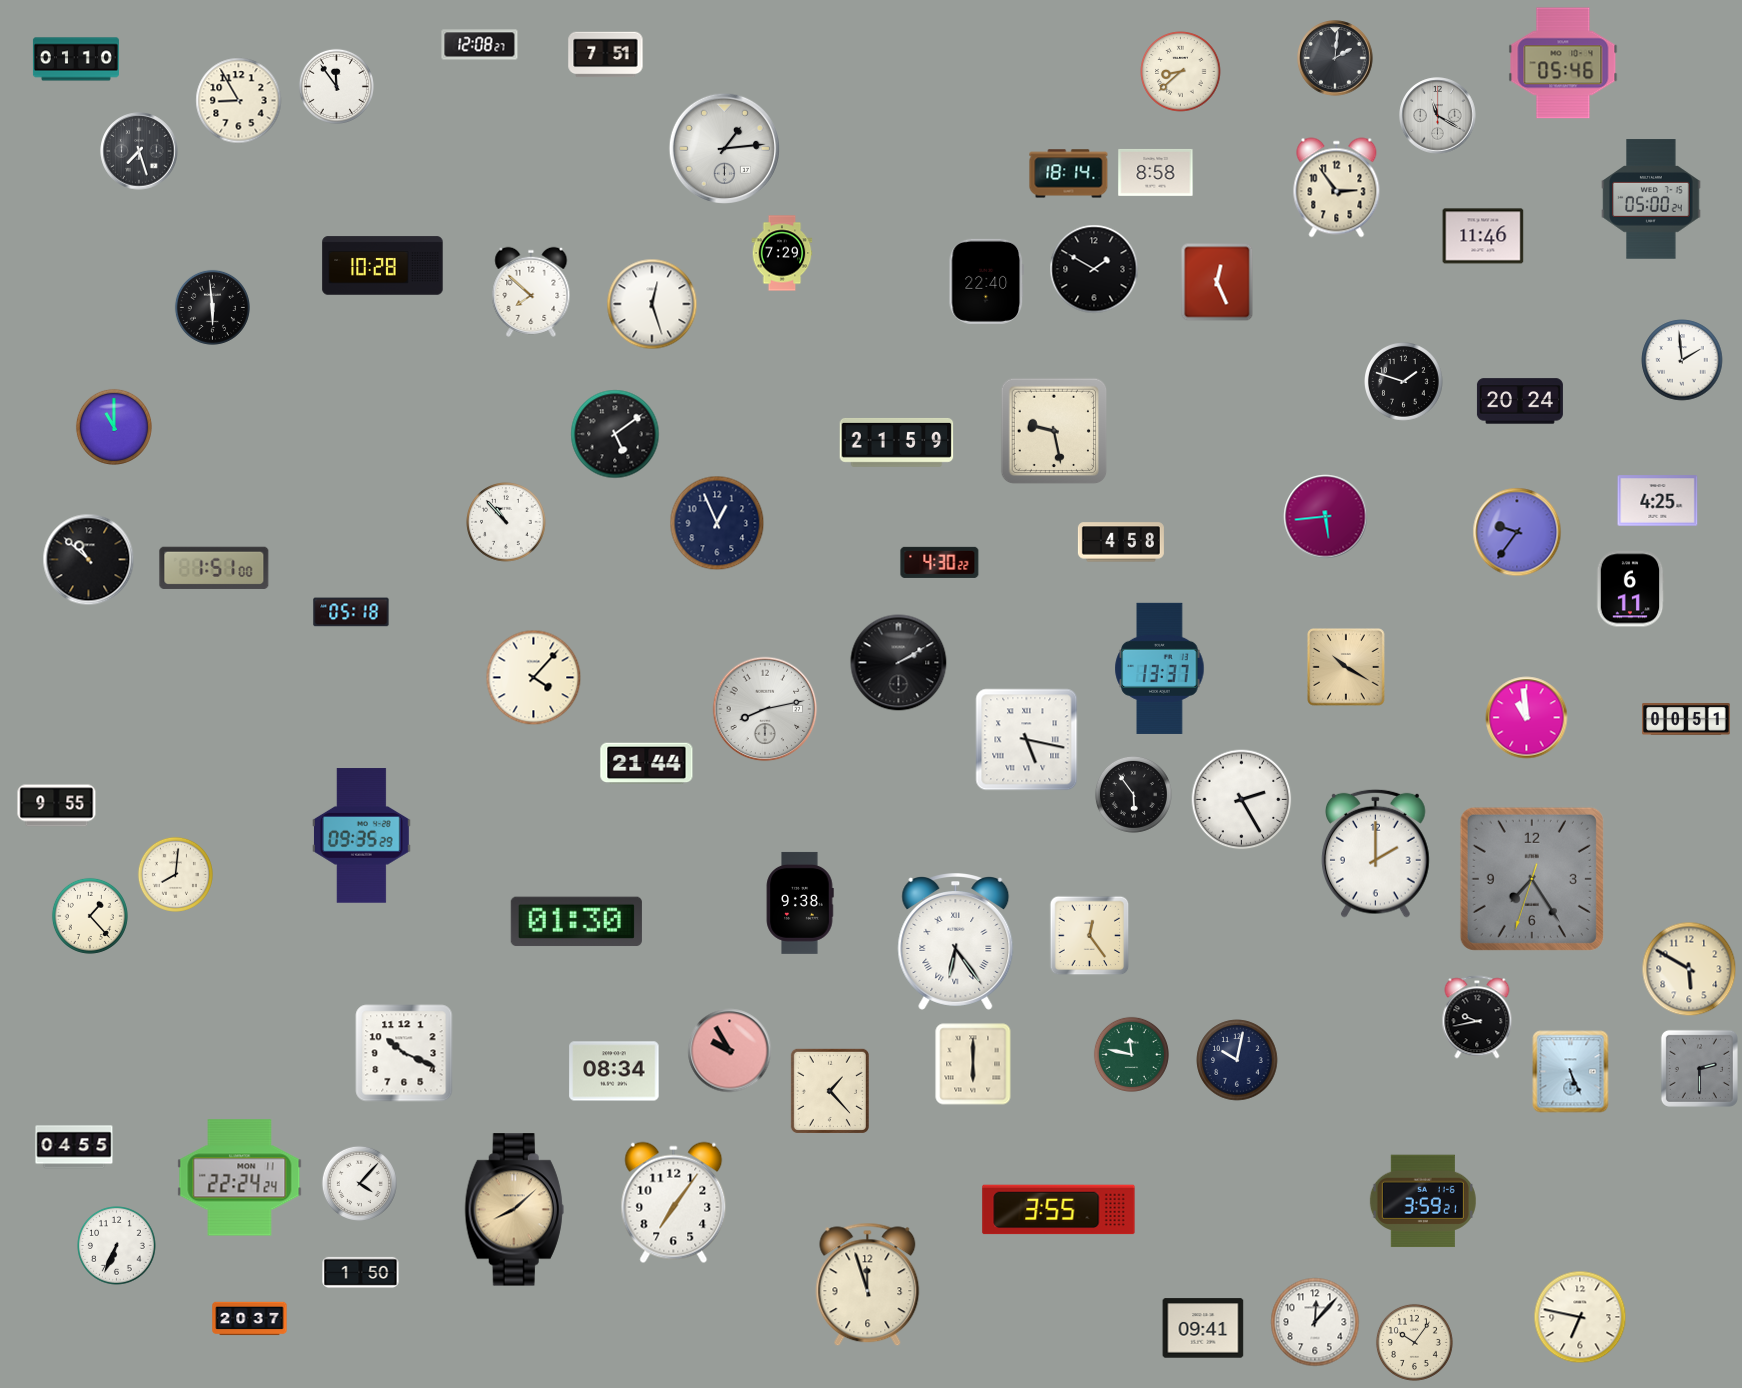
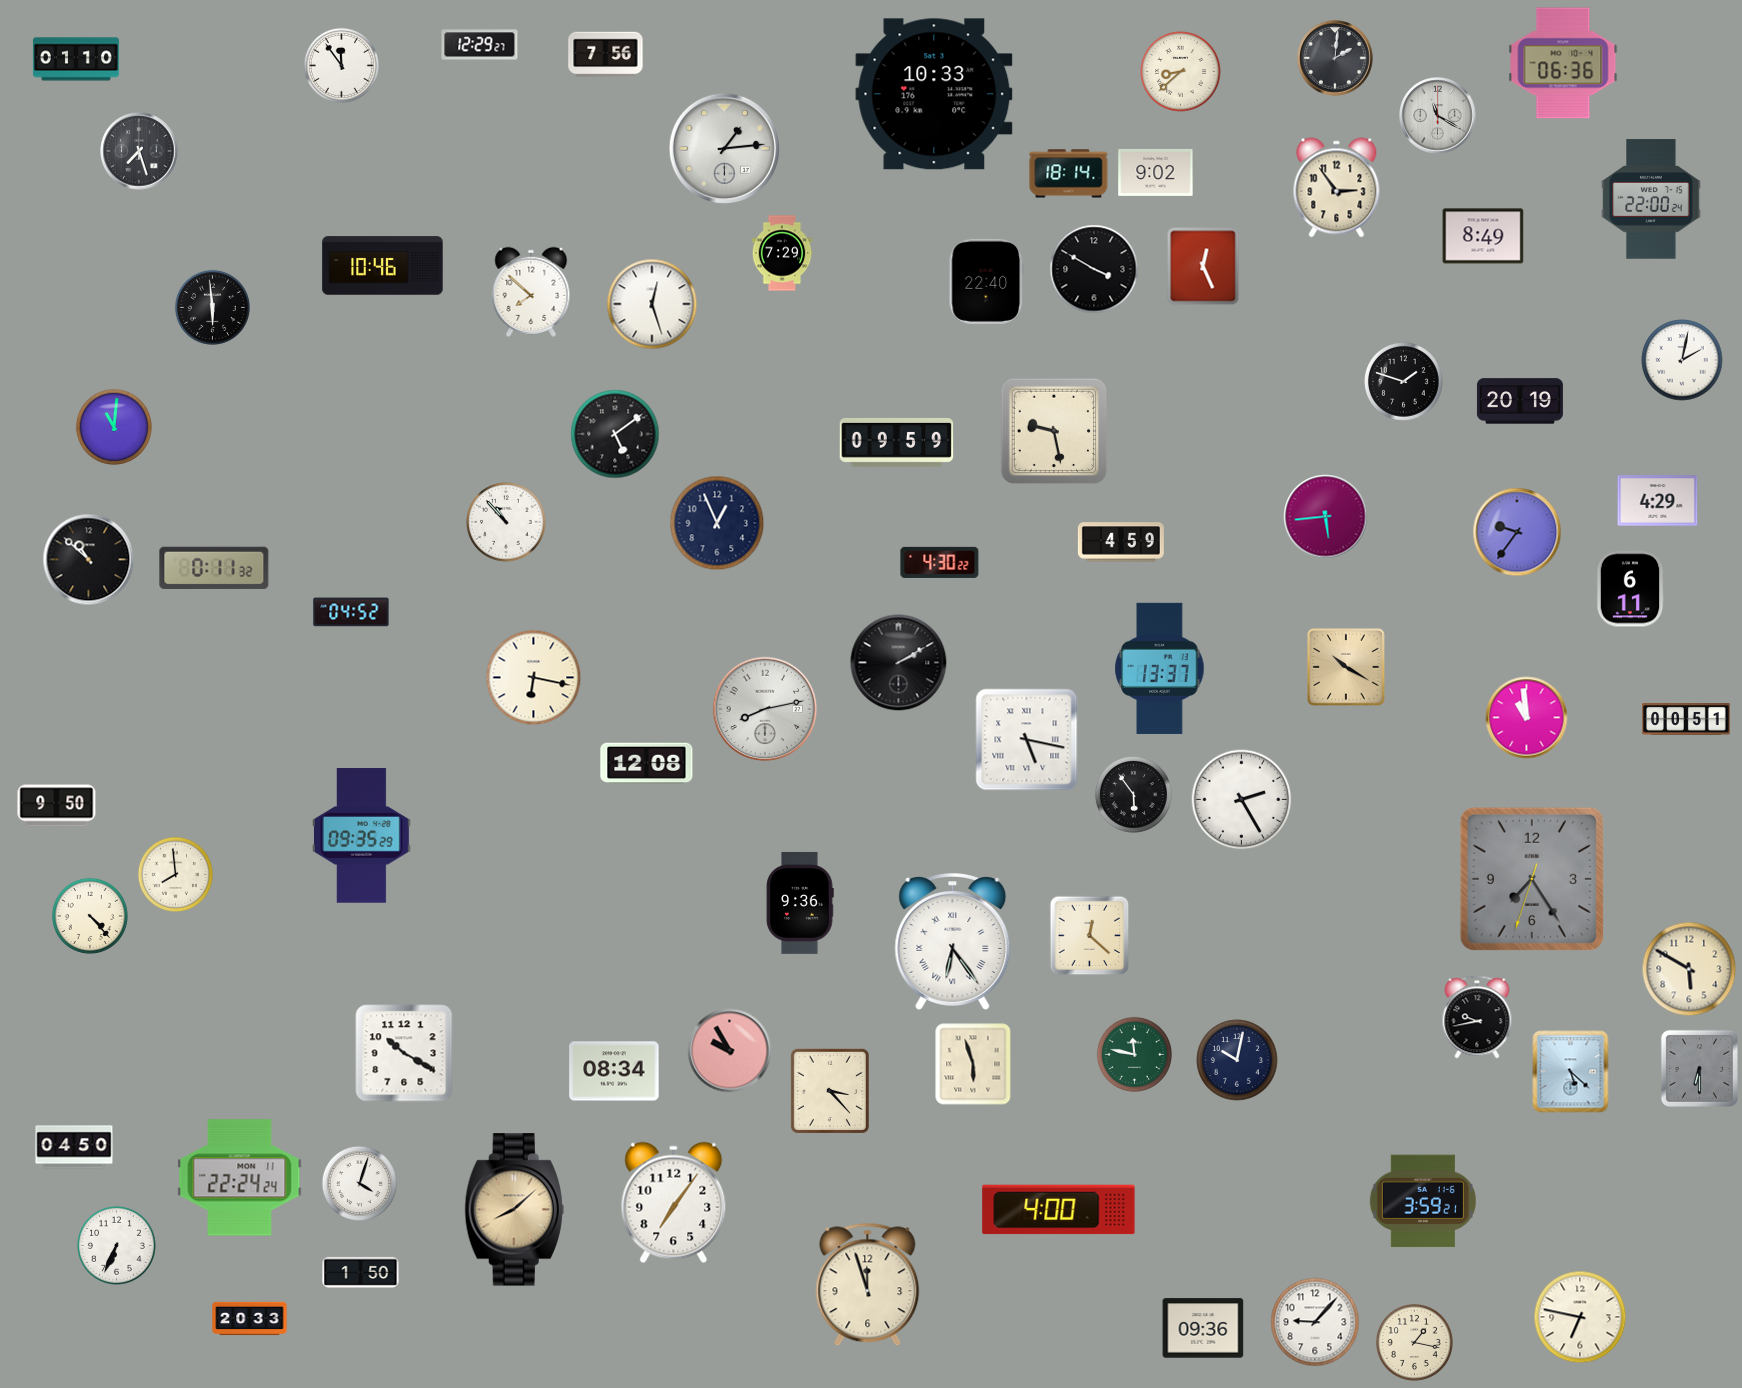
clock at (480, 45): 12:08 -> 12:29
clock at (606, 55): 7:51 -> 7:56
clock at (1563, 63): 05:46 -> 06:36
clock at (336, 86) position: (336, 86) -> (341, 65)
clock at (934, 94): none -> 10:33
clock at (239, 101): 8:55 -> none
clock at (1156, 172): 8:58 -> 9:02
clock at (1651, 199): 05:00 -> 22:00
clock at (1483, 236): 11:46 -> 8:49
clock at (383, 266): 10:28 -> 10:46
clock at (1094, 269): 1:50 -> 3:50
clock at (1217, 282) position: (1217, 282) -> (1203, 266)
clock at (1682, 360): 1:59 -> 2:02
clock at (1520, 401): 20:24 -> 20:19
clock at (114, 427): 11:00 -> 11:01
clock at (897, 442): 21:59 -> 09:59
clock at (1658, 501): 4:25 -> 4:29
clock at (1121, 542): 4:58 -> 4:59
clock at (214, 567): 1:51 -> 0:11
clock at (351, 612): 05:18 -> 04:52
clock at (534, 678): 4:07 -> 6:17
clock at (647, 764): 21:44 -> 12:08
clock at (57, 806): 9:55 -> 9:50
clock at (1376, 853): 2:00 -> none
clock at (175, 874): 8:01 -> 7:59
clock at (800, 903): 9:38 -> 9:36
clock at (90, 916): 1:23 -> 4:23
clock at (576, 922): 01:30 -> none
clock at (1090, 936): 12:24 -> 12:22
clock at (956, 942) position: (956, 942) -> (953, 942)
clock at (404, 1053): 10:19 -> 10:20
clock at (1131, 1054) position: (1131, 1054) -> (1134, 1054)
clock at (973, 1064): 6:00 -> 5:57
clock at (1699, 1068): 2:30 -> 6:30
clock at (1571, 1072): 5:26 -> 5:22
clock at (830, 1091): 1:23 -> 3:23
clock at (74, 1147): 04:55 -> 04:50
clock at (359, 1183): 4:07 -> 4:03
clock at (1059, 1210): 3:55 -> 4:00
clock at (250, 1319): 20:37 -> 20:33
clock at (1315, 1322): 12:07 -> 9:07
clock at (1203, 1328): 09:41 -> 09:36
clock at (1414, 1342): 10:06 -> 1:17
